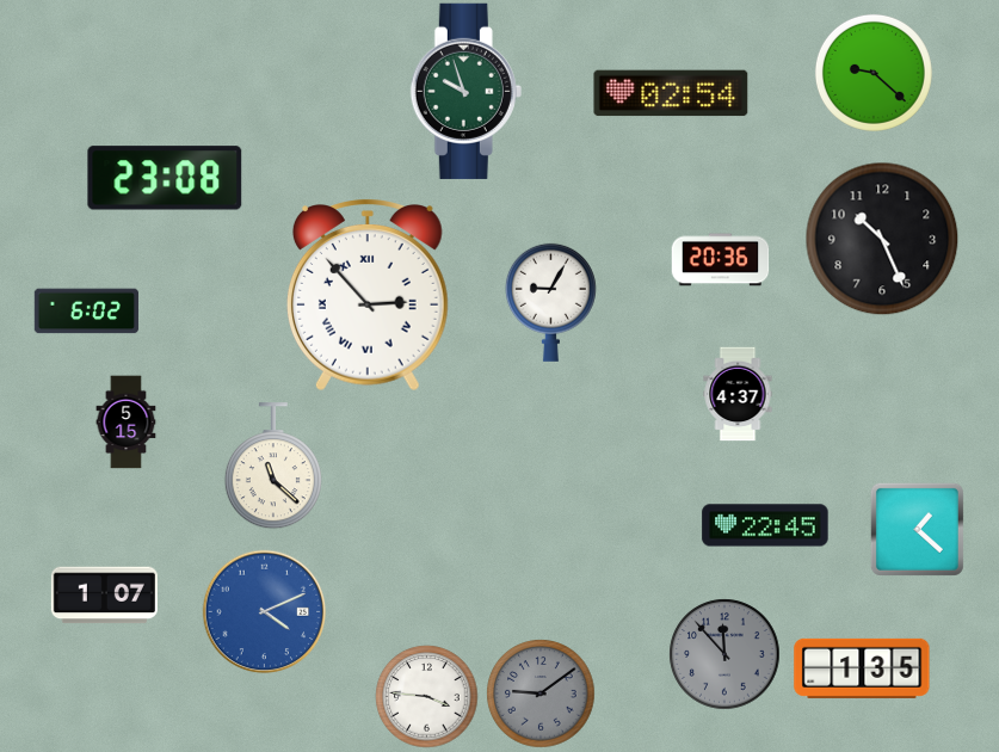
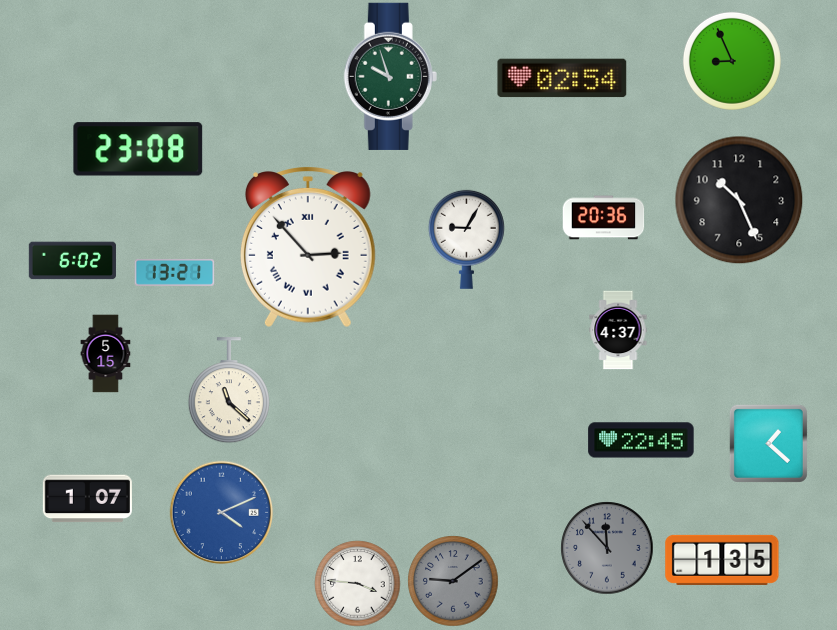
clock at (874, 73): 9:22 -> 8:56
clock at (550, 302) position: (550, 302) -> (466, 239)
clock at (174, 272): none -> 13:21
